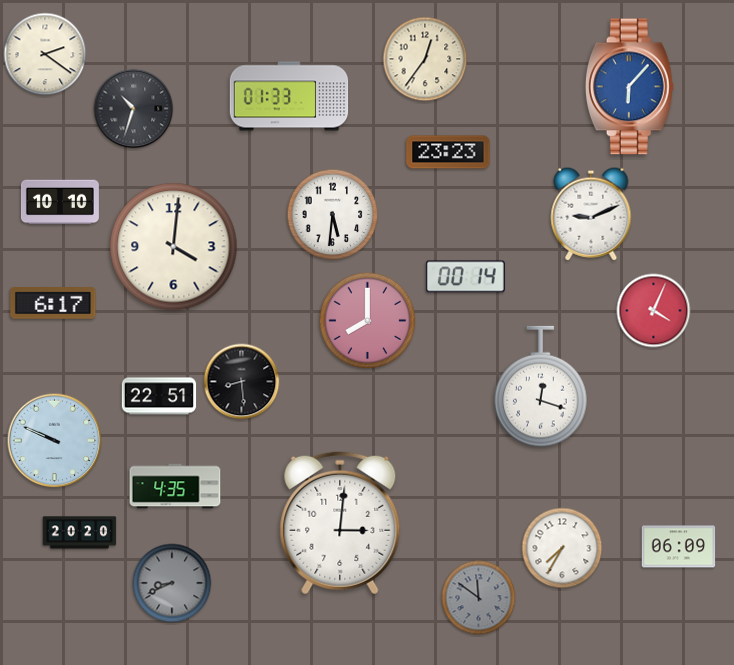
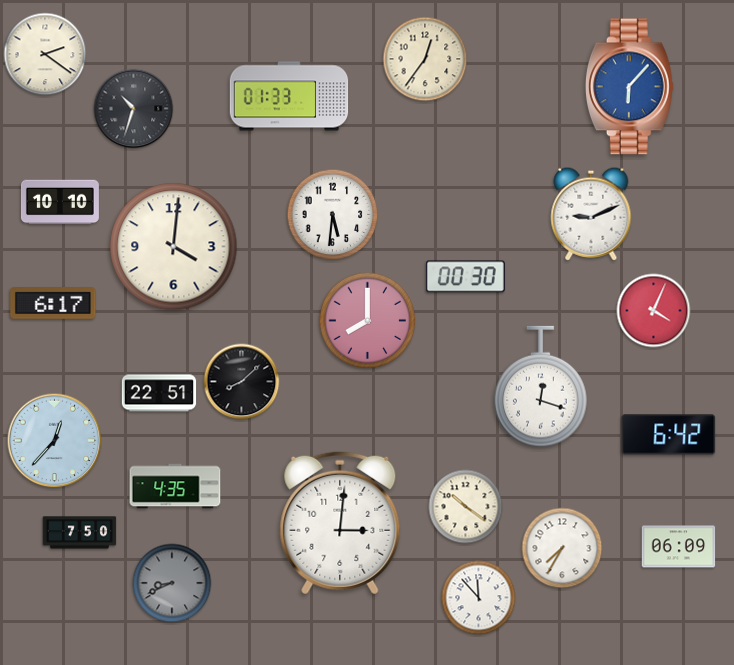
clock at (448, 152): 23:23 -> none
clock at (465, 277): 00:14 -> 00:30
clock at (242, 382): 8:29 -> 8:08
clock at (159, 396) position: (159, 396) -> (159, 393)
clock at (669, 435): none -> 6:42
clock at (55, 441): 9:49 -> 12:37
clock at (466, 507): none -> 10:21
clock at (80, 533): 20:20 -> 7:50
clock at (479, 598): 11:51 -> 11:53
clock at (479, 598) dial: grey -> white
